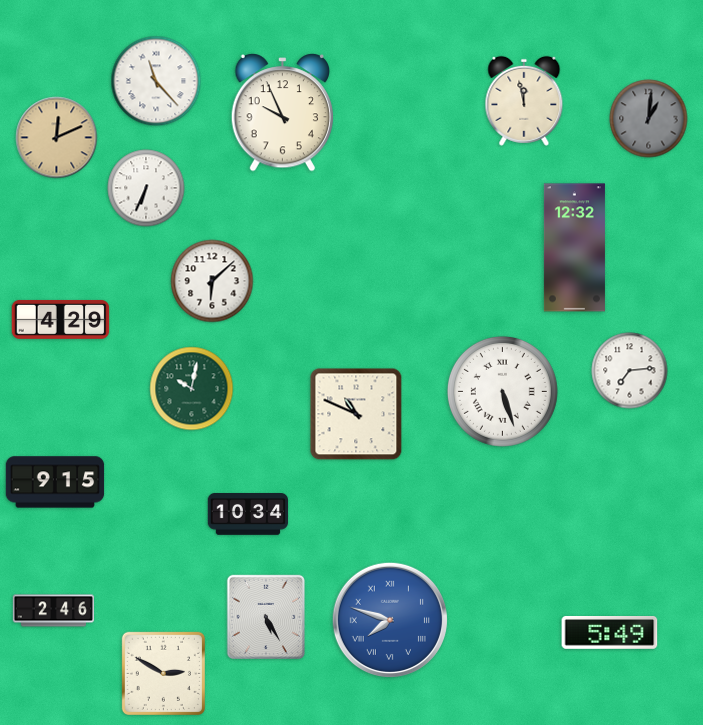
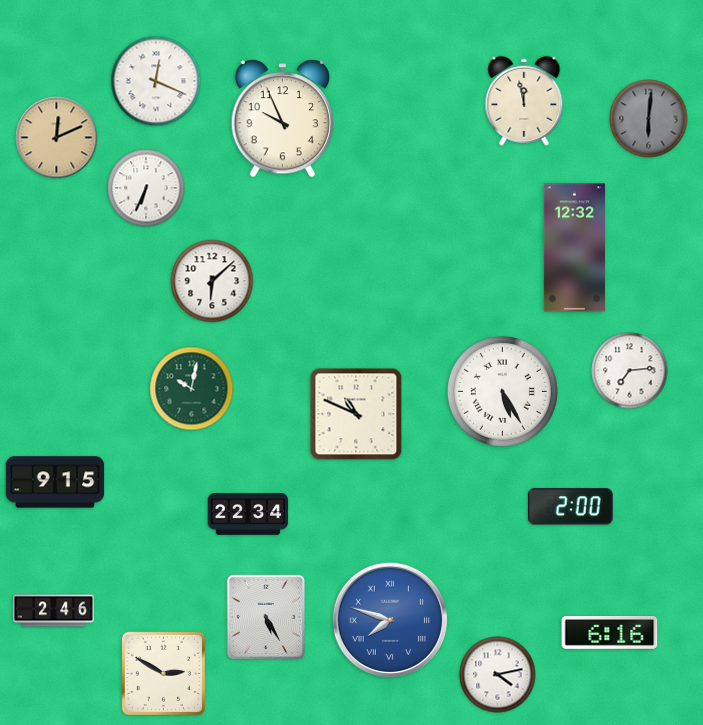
clock at (156, 81): 11:23 -> 12:19
clock at (283, 113) position: (283, 113) -> (283, 119)
clock at (649, 119): 1:01 -> 6:01
clock at (61, 319): 4:29 -> none
clock at (502, 391): 5:27 -> 5:25
clock at (570, 507): none -> 2:00
clock at (248, 515): 10:34 -> 22:34
clock at (610, 633): 5:49 -> 6:16
clock at (498, 675): none -> 4:13
